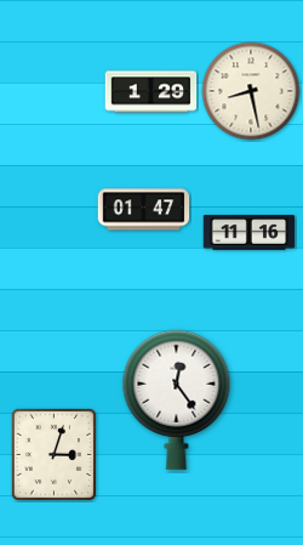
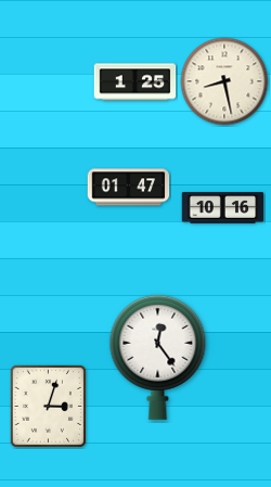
clock at (151, 92): 1:29 -> 1:25
clock at (250, 233): 11:16 -> 10:16
